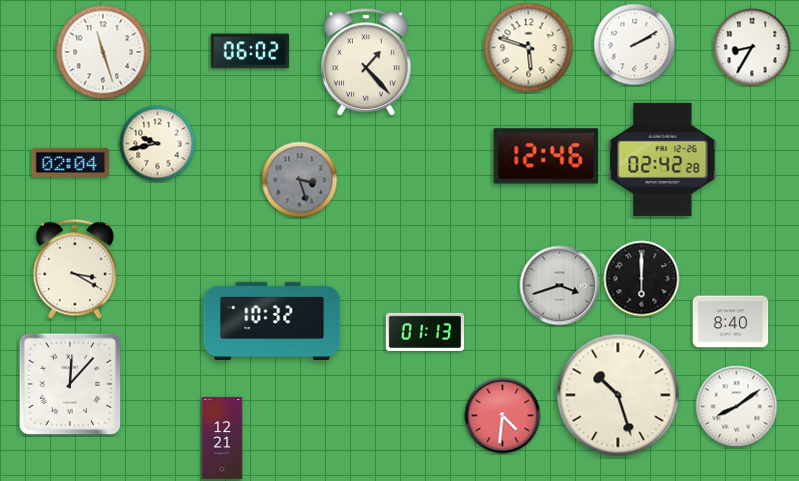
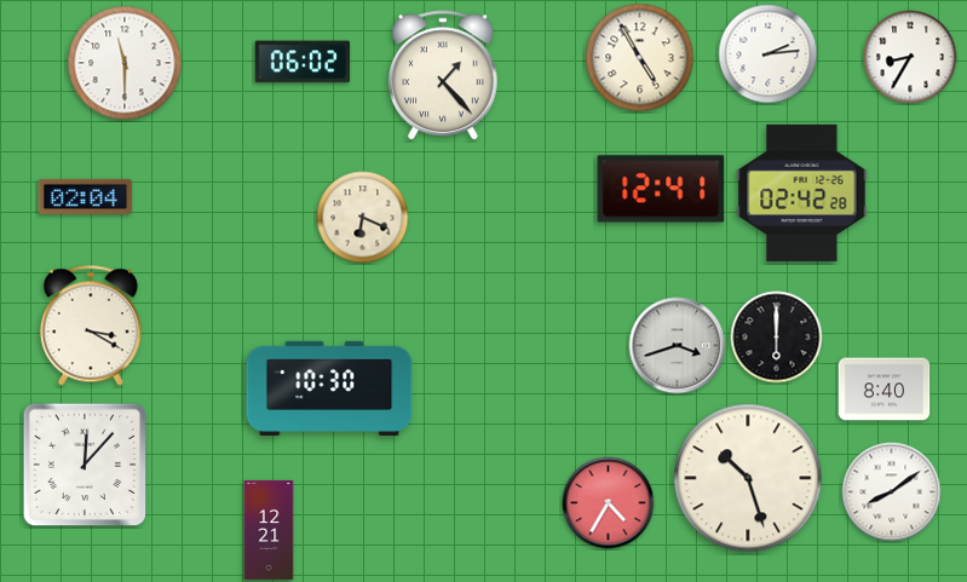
clock at (635, 45): 2:10 -> 2:14
clock at (529, 48): 5:48 -> 4:55
clock at (103, 52): 11:27 -> 11:30
clock at (158, 144): 9:43 -> none
clock at (546, 156): 12:46 -> 12:41
clock at (300, 180): 3:27 -> 6:19
clock at (300, 180) dial: grey -> cream
clock at (272, 320): 10:32 -> 10:30
clock at (425, 332): 01:13 -> none
clock at (503, 416): 4:31 -> 4:35
